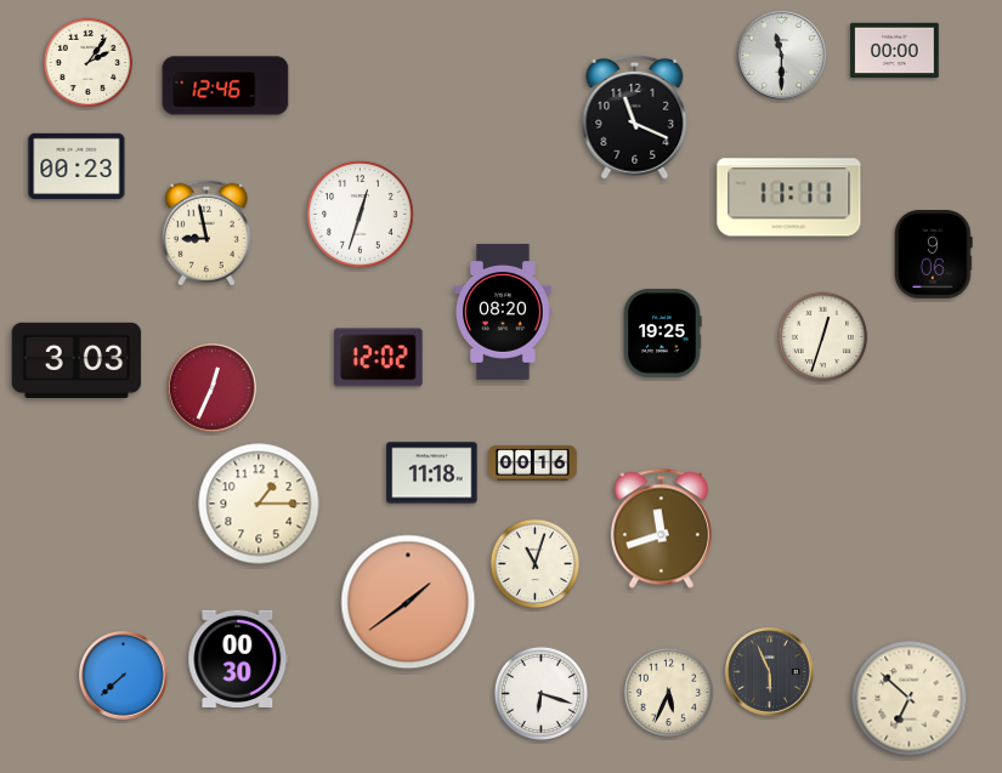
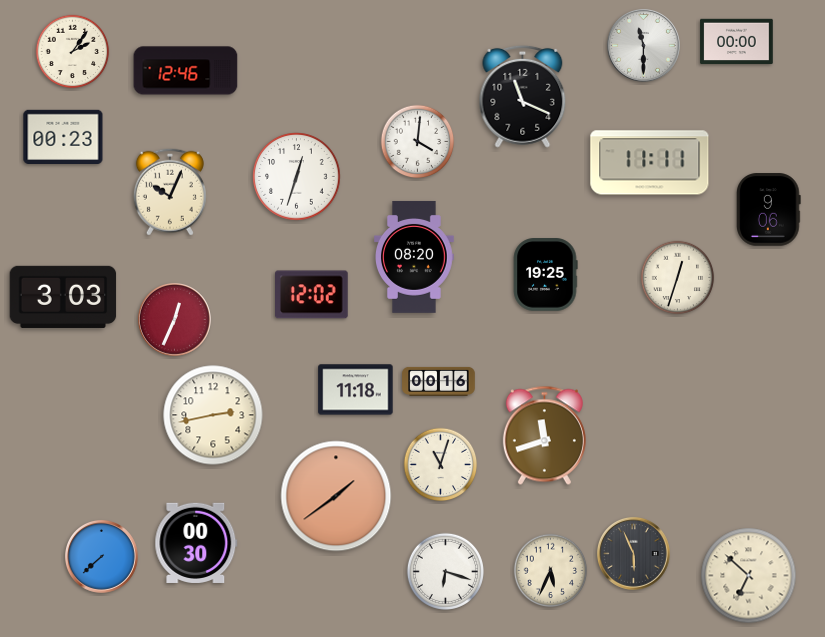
clock at (418, 142): none -> 4:01
clock at (206, 233): 8:58 -> 10:04
clock at (259, 504): 1:15 -> 2:43
